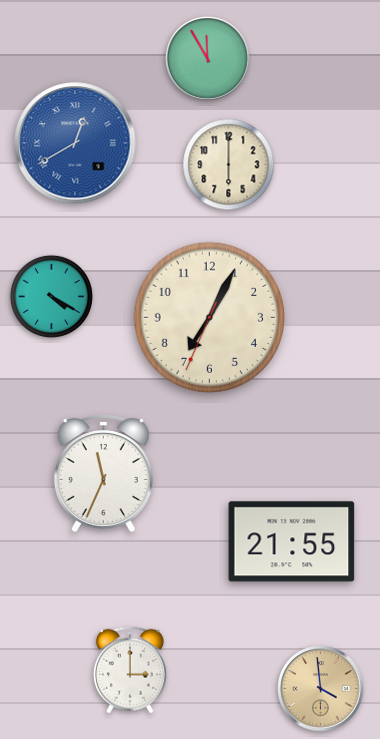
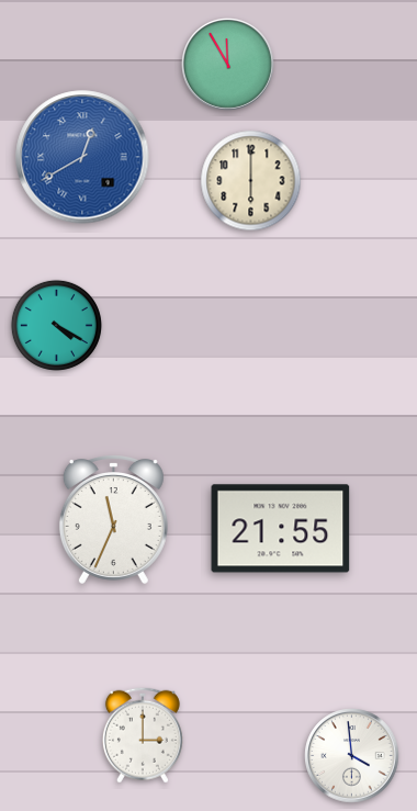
clock at (209, 317): 7:04 -> none
clock at (292, 542) position: (292, 542) -> (281, 529)
clock at (321, 689) dial: champagne -> white
